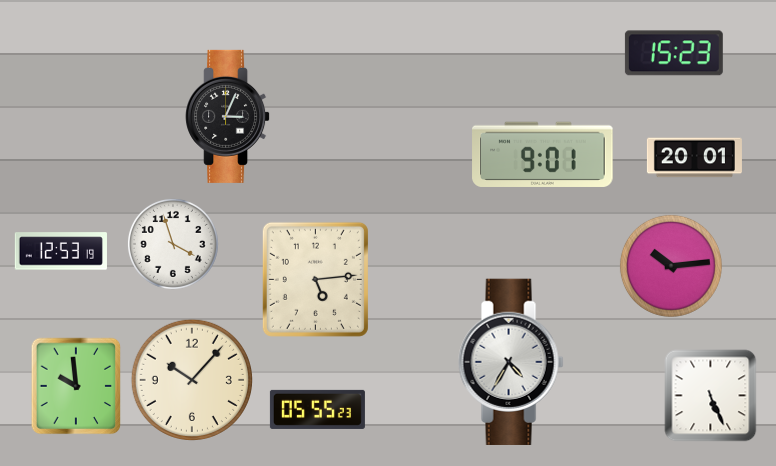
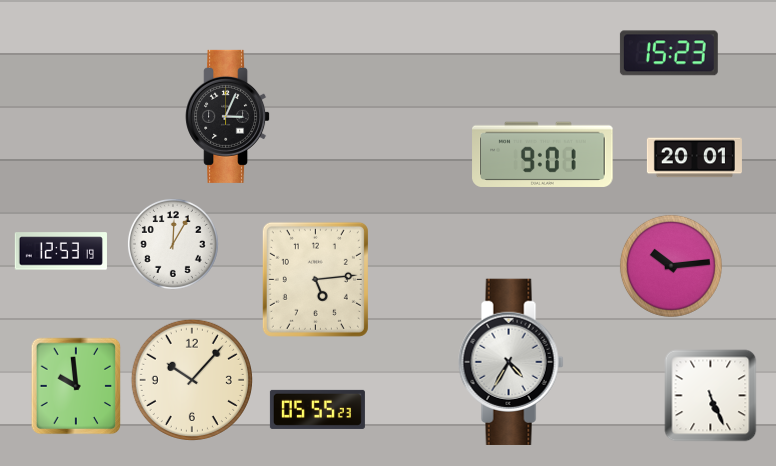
clock at (674, 53) position: (674, 53) -> (669, 53)
clock at (173, 244): 3:57 -> 12:05
